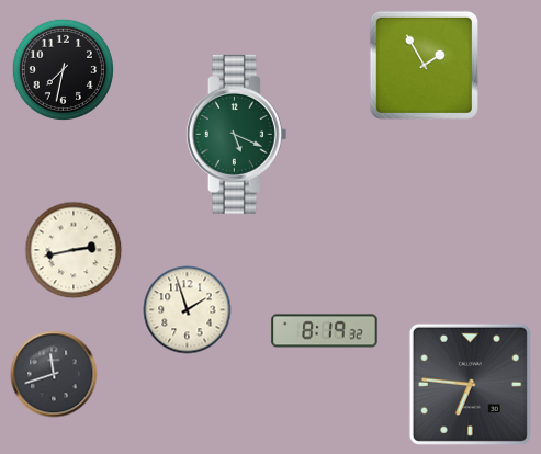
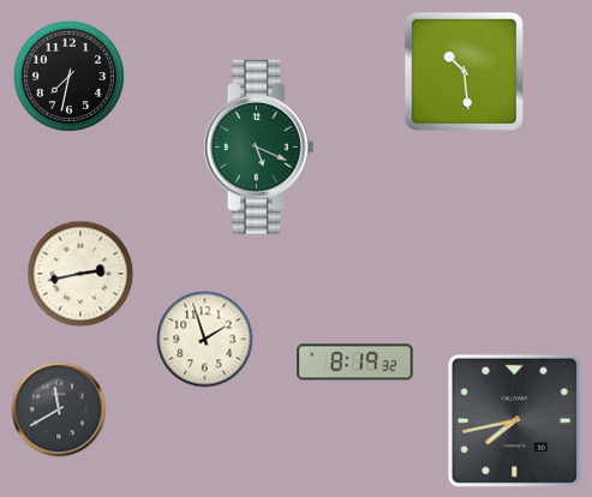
clock at (424, 65): 1:55 -> 10:29
clock at (54, 374): 11:42 -> 11:40
clock at (470, 384): 6:46 -> 7:43
